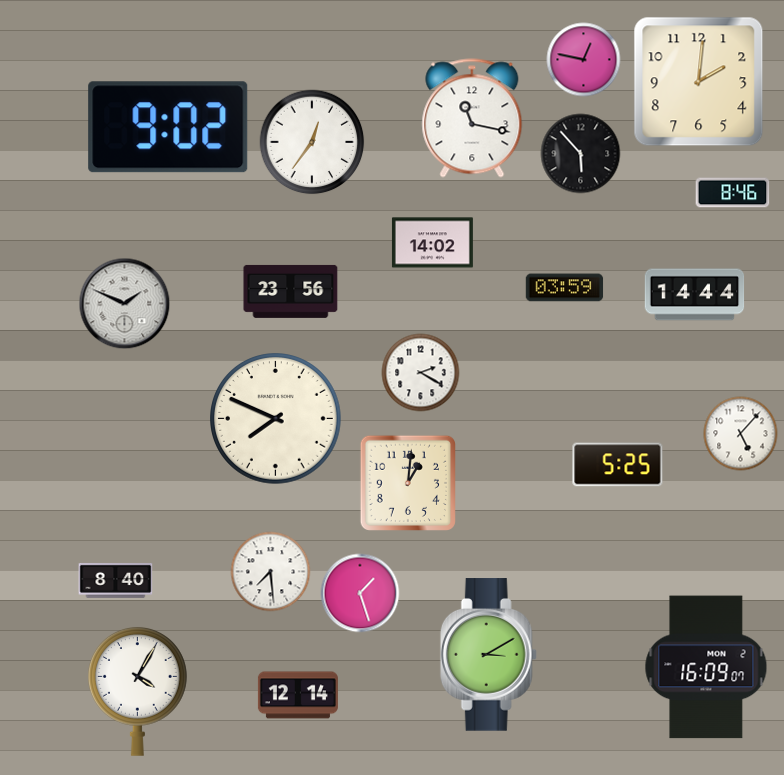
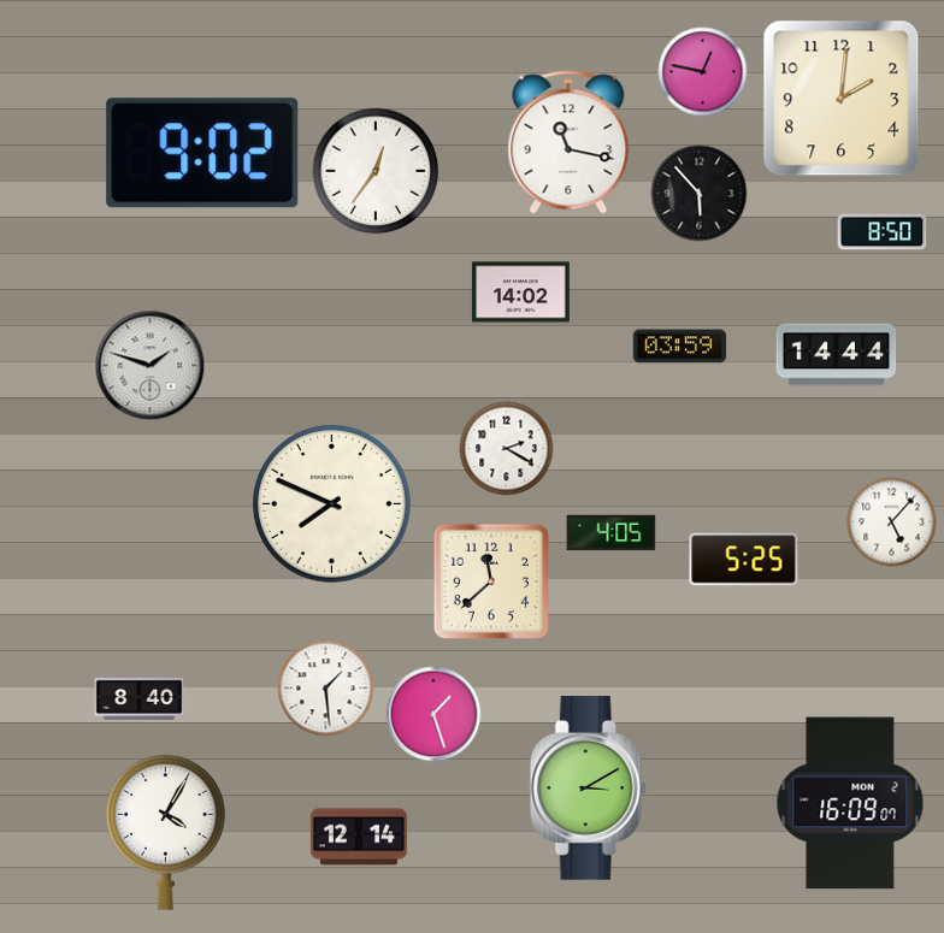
clock at (581, 154) position: (581, 154) -> (700, 194)
clock at (733, 193): 8:46 -> 8:50
clock at (291, 291): 23:56 -> none
clock at (125, 304): 1:49 -> 1:48
clock at (612, 533): none -> 4:05
clock at (407, 482): 1:01 -> 11:38
clock at (271, 572): 7:29 -> 1:29
